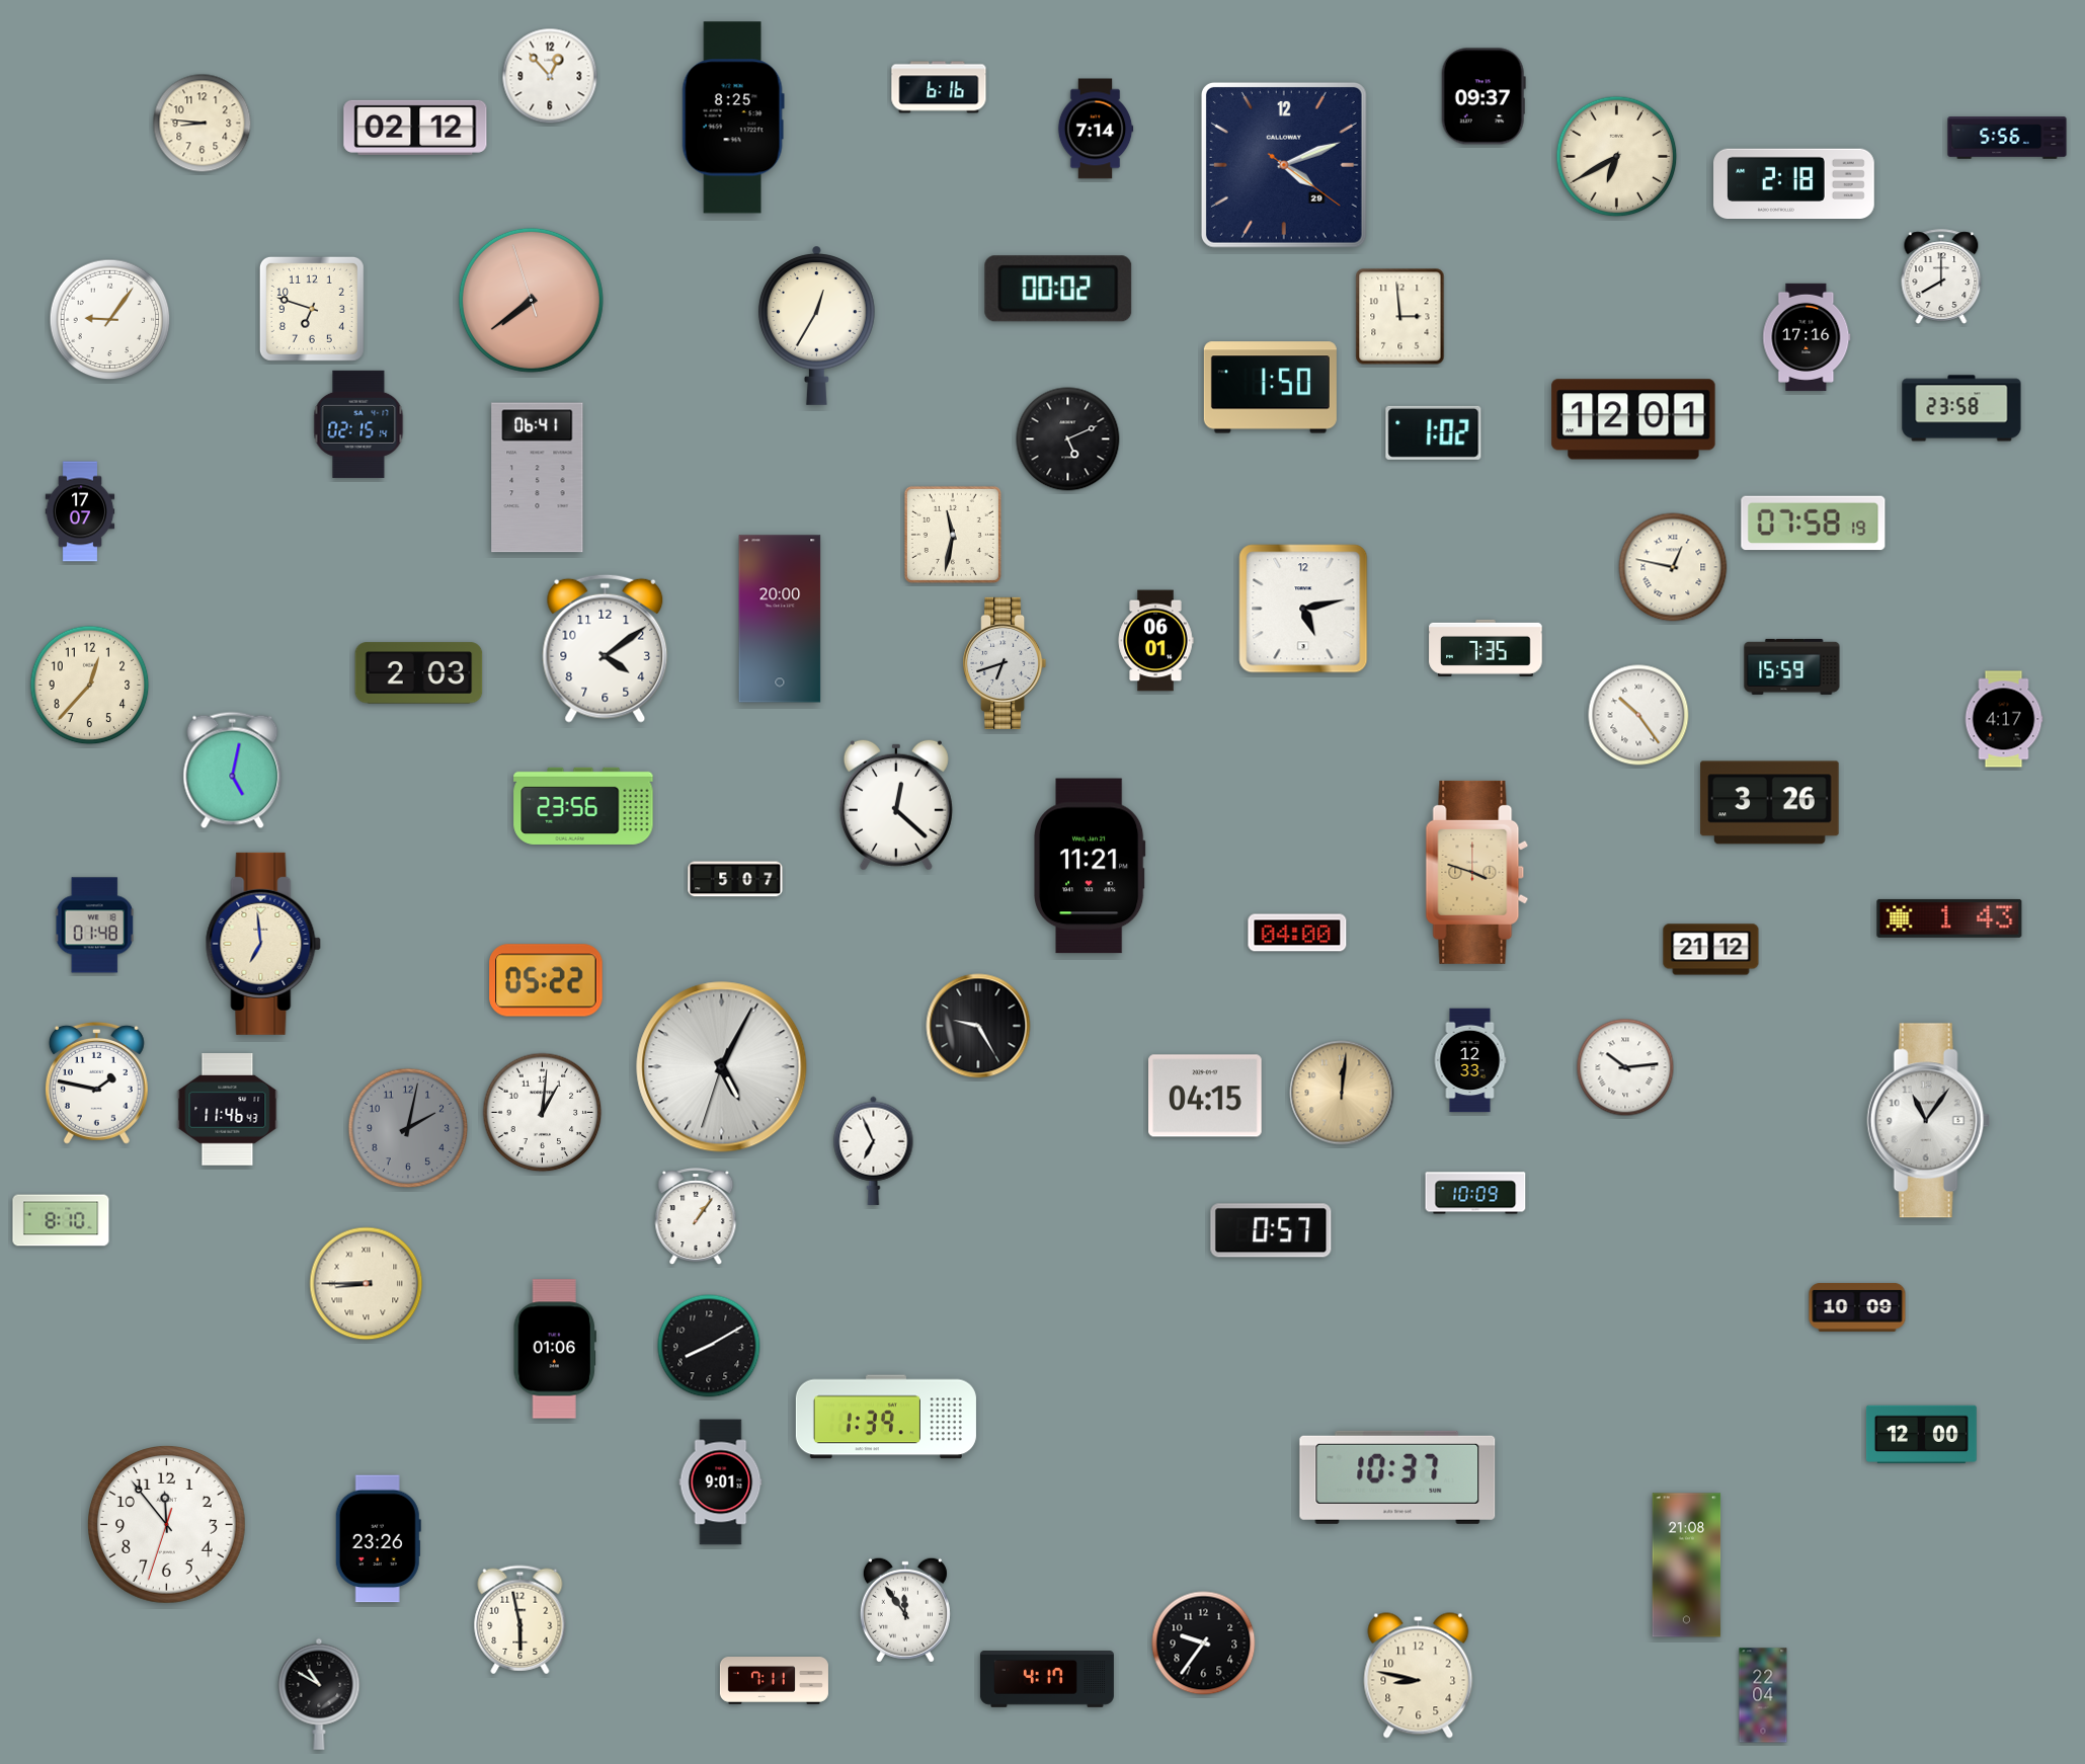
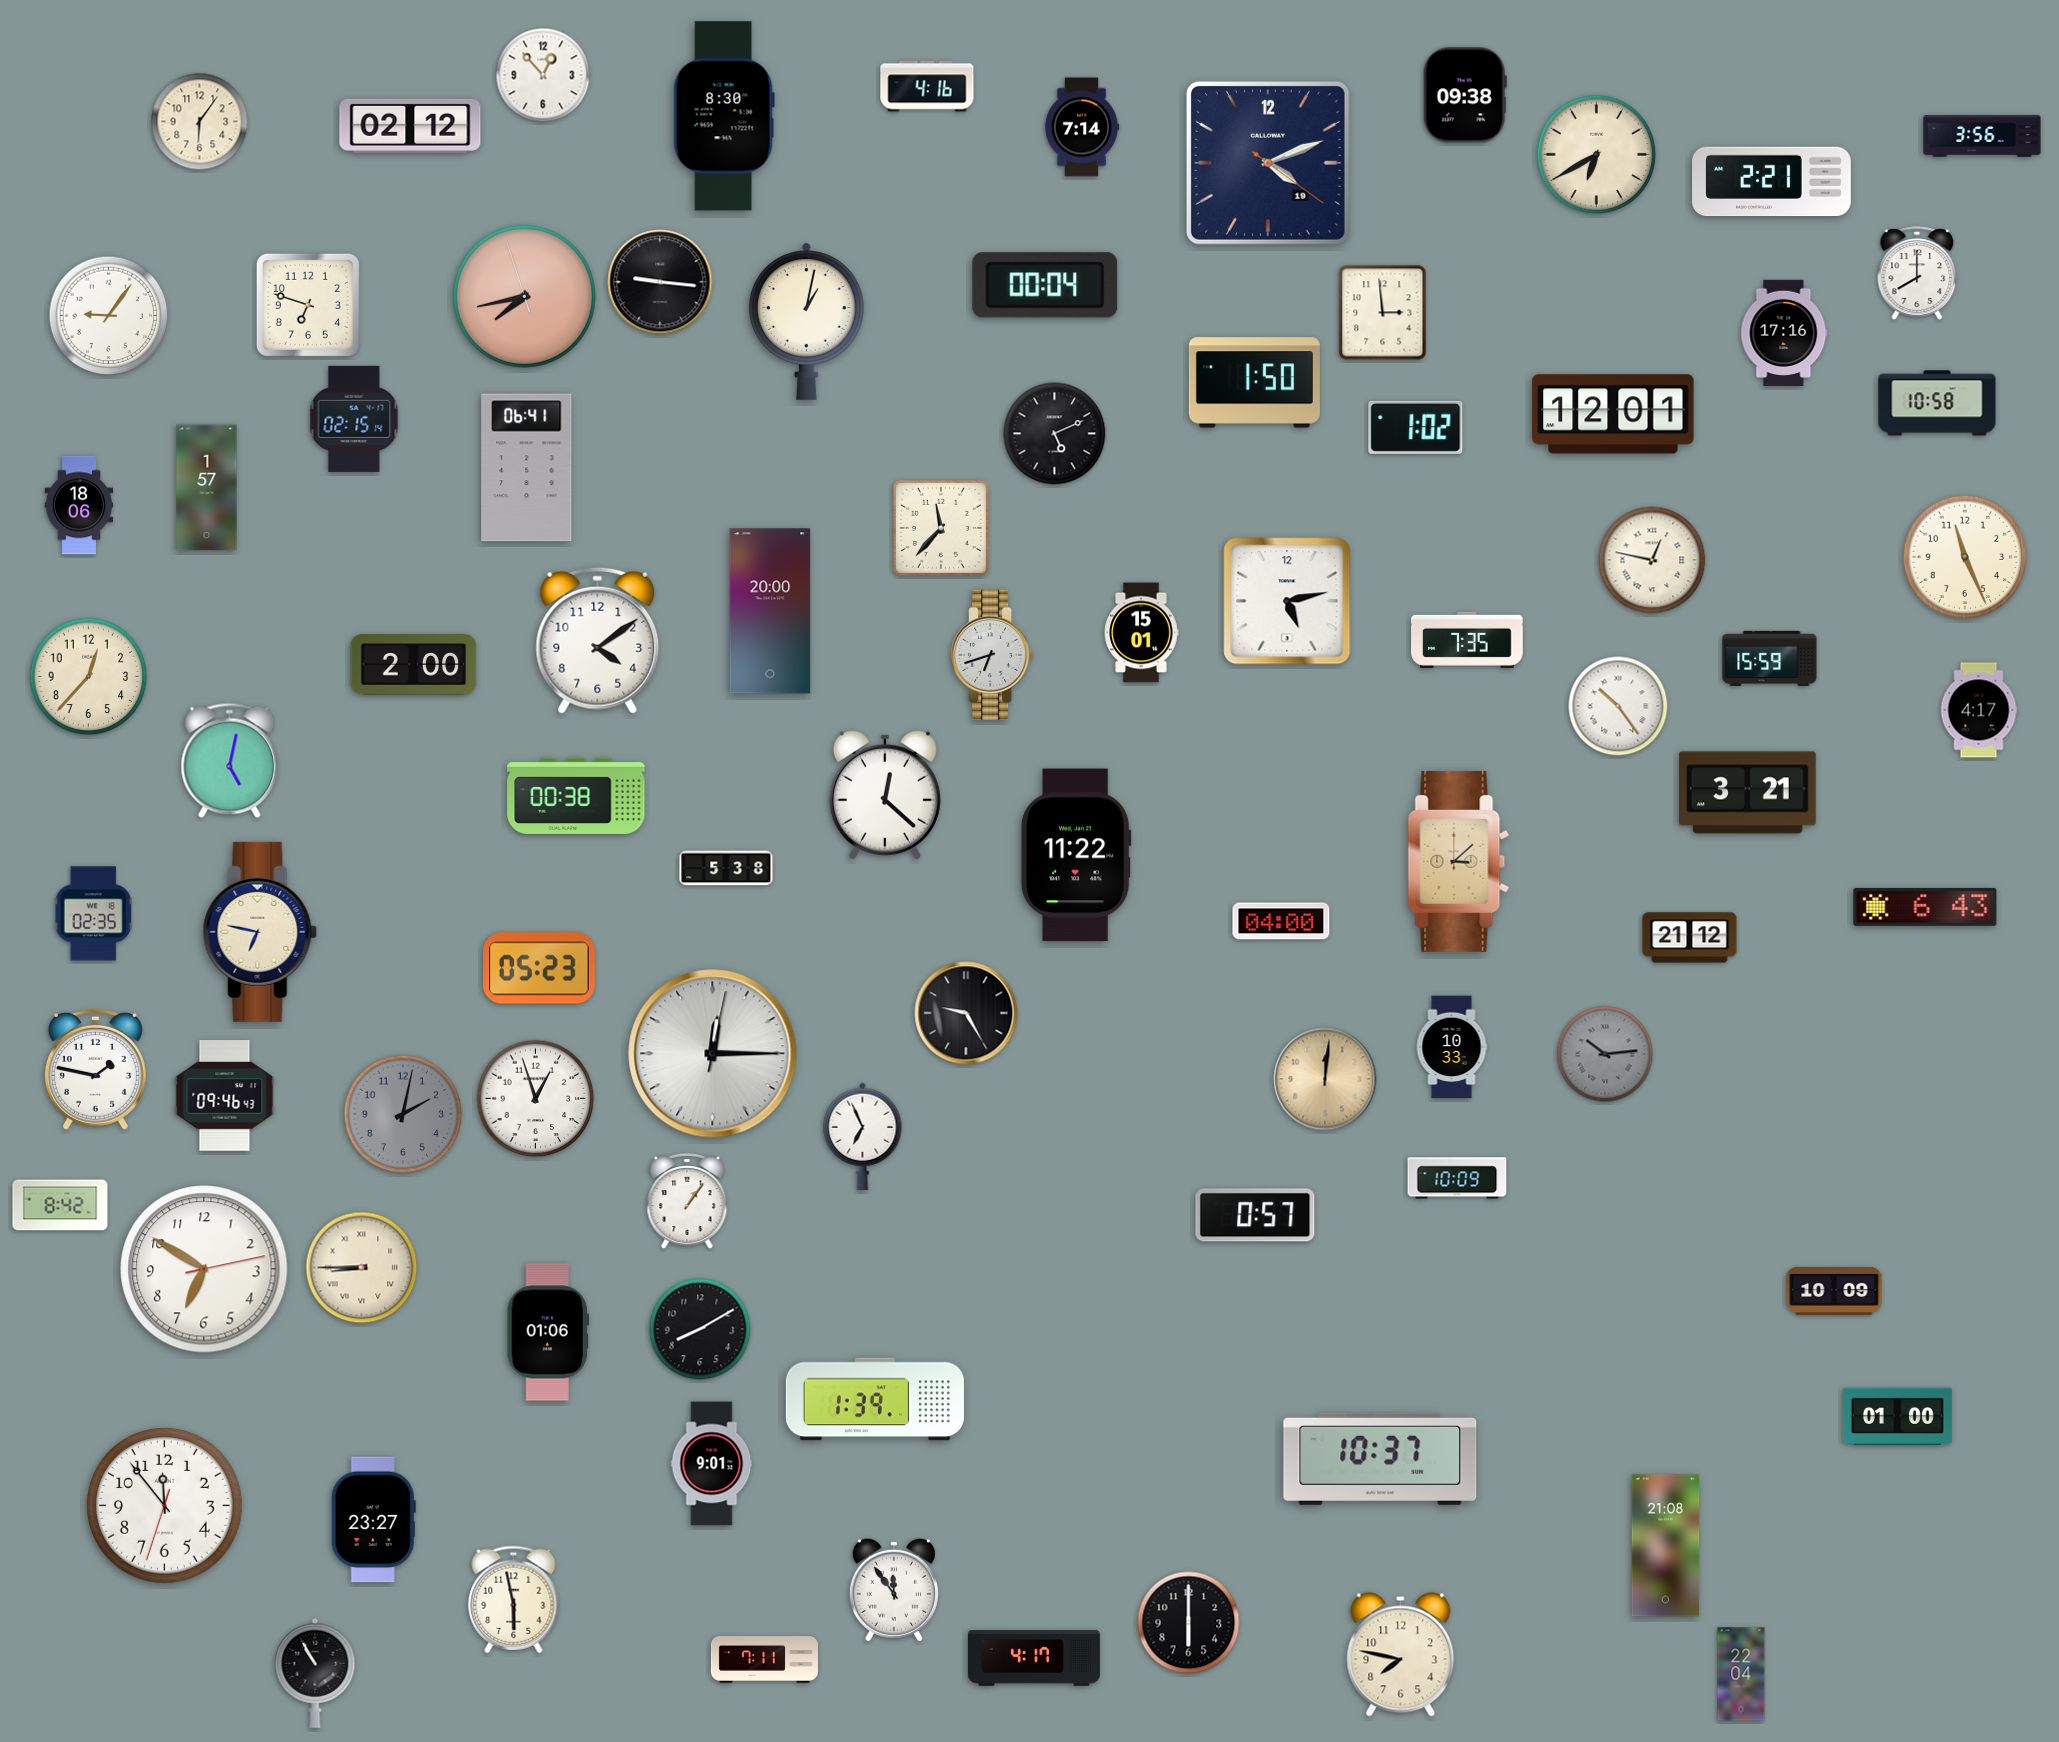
clock at (939, 87): 6:16 -> 4:16
clock at (1483, 96): 09:37 -> 09:38
clock at (733, 117): 8:25 -> 8:30
clock at (203, 124): 8:46 -> 6:06
clock at (2007, 138): 5:56 -> 3:56
clock at (1284, 165) date: 29 -> 19
clock at (1794, 184): 2:18 -> 2:21
clock at (660, 282): none -> 9:16
clock at (1058, 289): 00:02 -> 00:04
clock at (531, 300): 7:38 -> 7:42
clock at (816, 325): 12:35 -> 1:02
clock at (1961, 408): 23:58 -> 10:58
clock at (538, 478) position: (538, 478) -> (527, 468)
clock at (207, 488): none -> 1:57
clock at (80, 511): 17:07 -> 18:06
clock at (1814, 524): 07:58 -> none
clock at (953, 535): 11:32 -> 11:37
clock at (1965, 557): none -> 11:26
clock at (1155, 641): 06:01 -> 15:01
clock at (419, 673): 2:03 -> 2:00
clock at (1770, 803): 3:26 -> 3:21
clock at (583, 806): 23:56 -> 00:38
clock at (1090, 866): 11:21 -> 11:22
clock at (1477, 872): 3:48 -> 3:08
clock at (735, 879): 5:07 -> 5:38
clock at (1949, 918): 1:43 -> 6:43
clock at (94, 926): 01:48 -> 02:35
clock at (263, 944): 6:59 -> 6:47
clock at (546, 980): 05:22 -> 05:23
clock at (1470, 1060): 12:33 -> 10:33
clock at (722, 1067): 5:04 -> 12:15
clock at (1625, 1067) dial: white -> grey
clock at (1205, 1096): 04:15 -> none
clock at (228, 1110): 11:46 -> 09:46
clock at (543, 1113): 1:01 -> 12:57
clock at (1928, 1121): 11:06 -> none
clock at (61, 1220): 8:10 -> 8:42
clock at (204, 1269): none -> 6:50
clock at (1921, 1435): 12:00 -> 01:00
clock at (378, 1539): 23:26 -> 23:27
clock at (1204, 1643): 9:36 -> 6:00
clock at (1419, 1676): 8:47 -> 7:47
clock at (319, 1694): 10:50 -> 10:55
